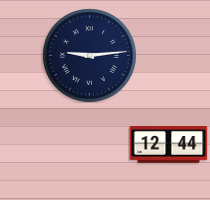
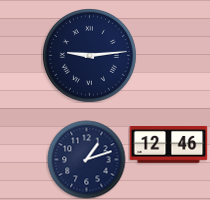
clock at (168, 145): 12:44 -> 12:46
clock at (86, 159): none -> 1:12
